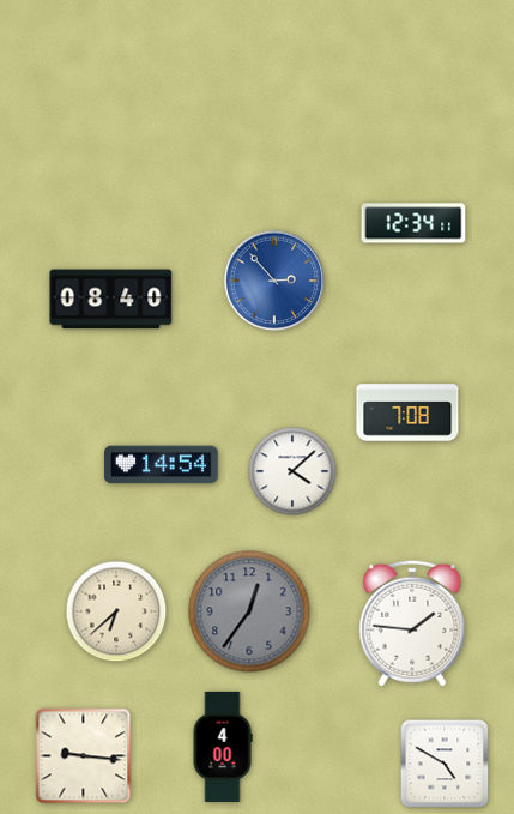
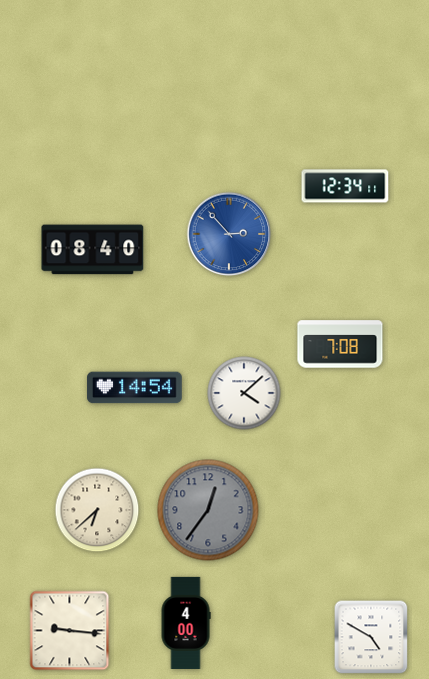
clock at (412, 623): 1:46 -> none
